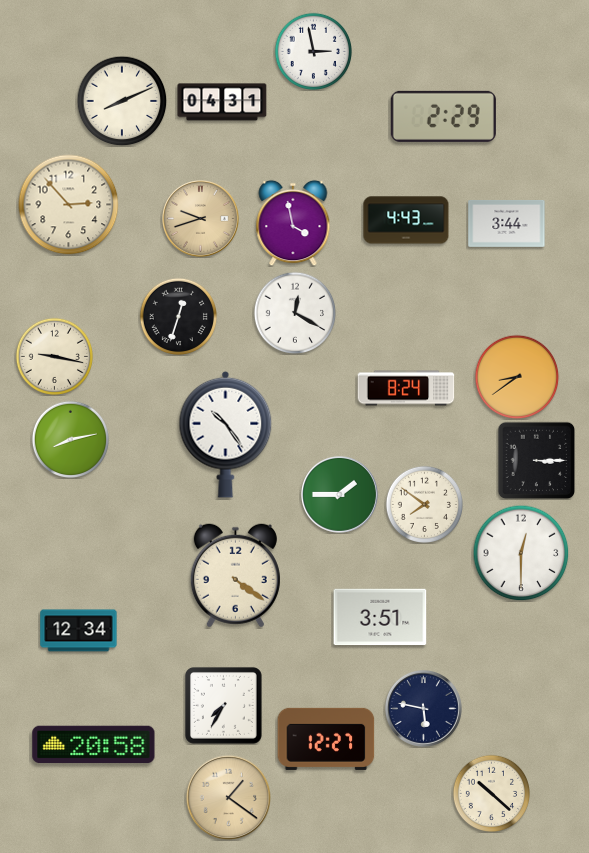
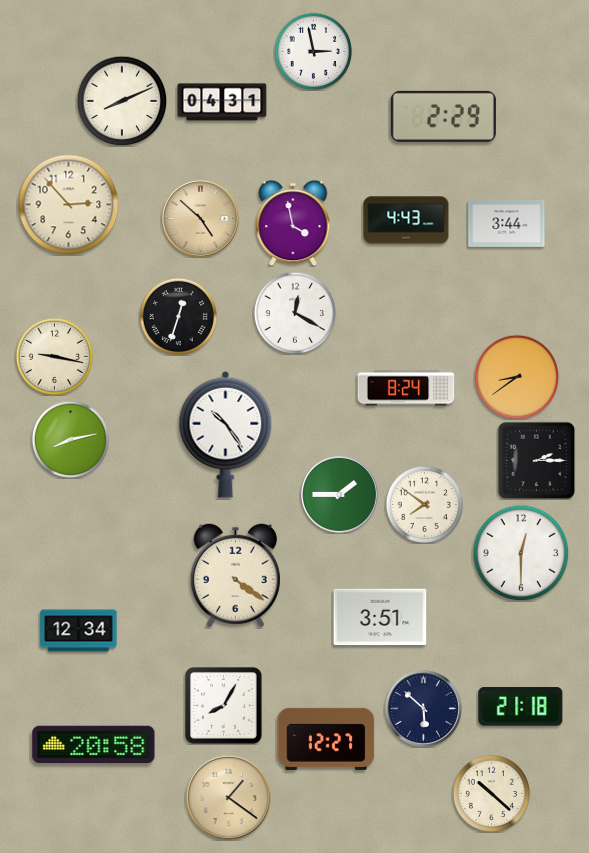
clock at (200, 218): 9:42 -> 4:52
clock at (536, 460): 3:15 -> 2:15
clock at (223, 705): 7:35 -> 8:05
clock at (521, 707): none -> 21:18
clock at (423, 708): 5:47 -> 5:52
